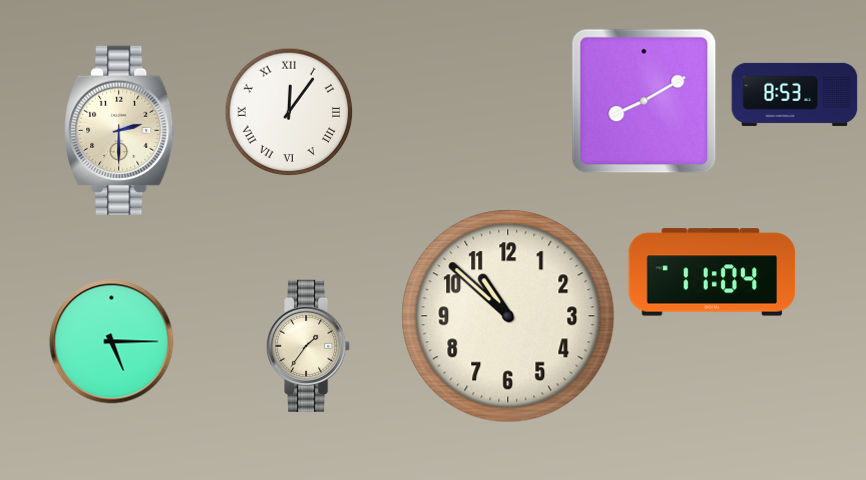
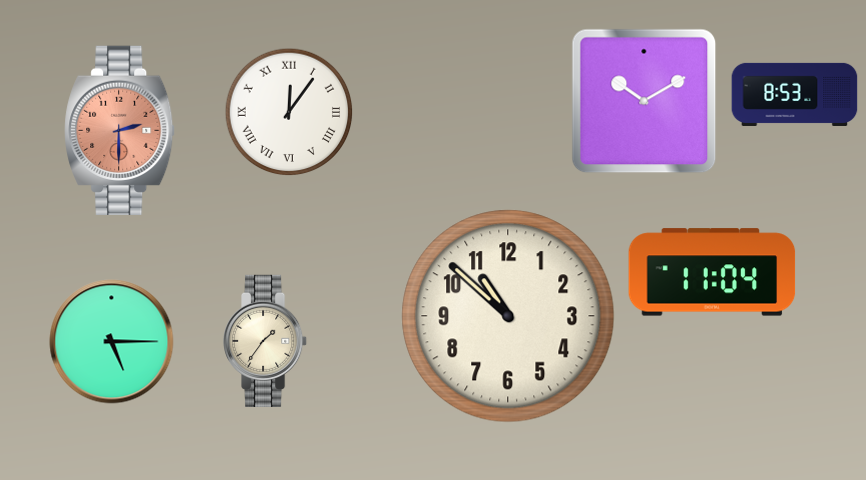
clock at (644, 101): 8:10 -> 10:10
clock at (120, 130) dial: cream -> salmon
clock at (309, 346) position: (309, 346) -> (266, 341)
